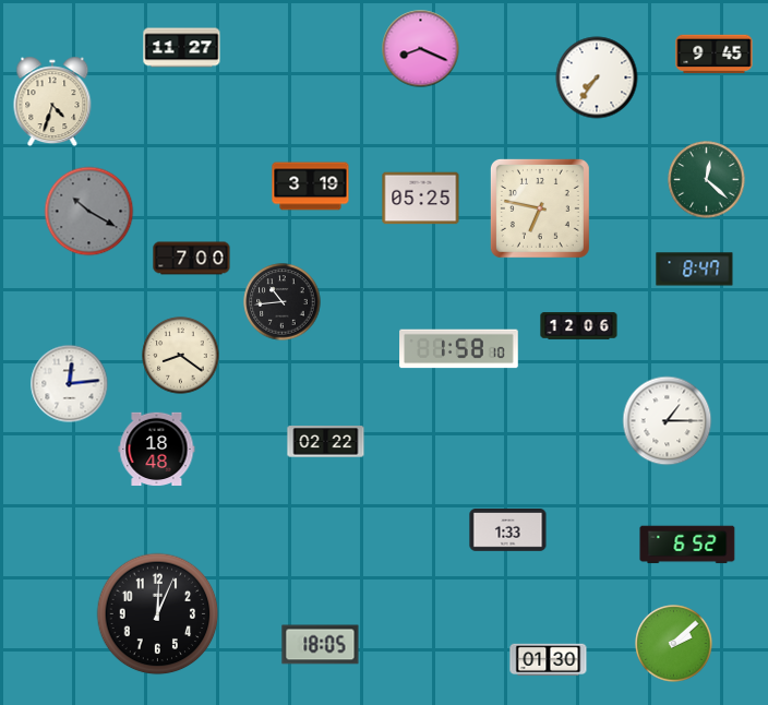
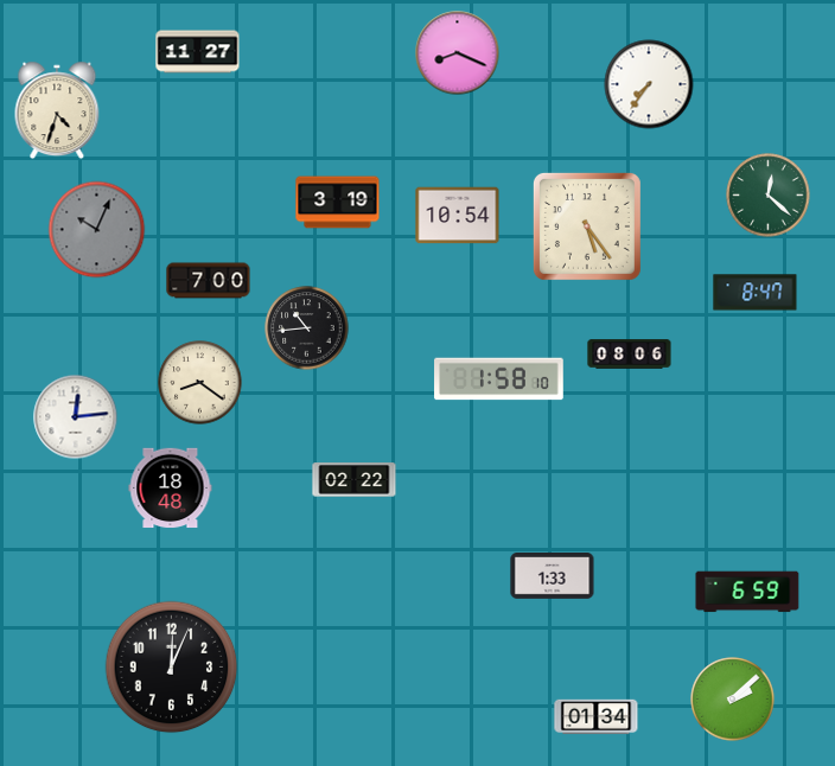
clock at (715, 55): 9:45 -> none
clock at (421, 199): 05:25 -> 10:54
clock at (540, 208): 6:47 -> 5:24
clock at (89, 212): 10:20 -> 10:04
clock at (579, 326): 12:06 -> 08:06
clock at (181, 356) position: (181, 356) -> (200, 383)
clock at (668, 421): 1:15 -> none
clock at (687, 545): 6:52 -> 6:59
clock at (321, 645): 18:05 -> none
clock at (549, 660): 01:30 -> 01:34
